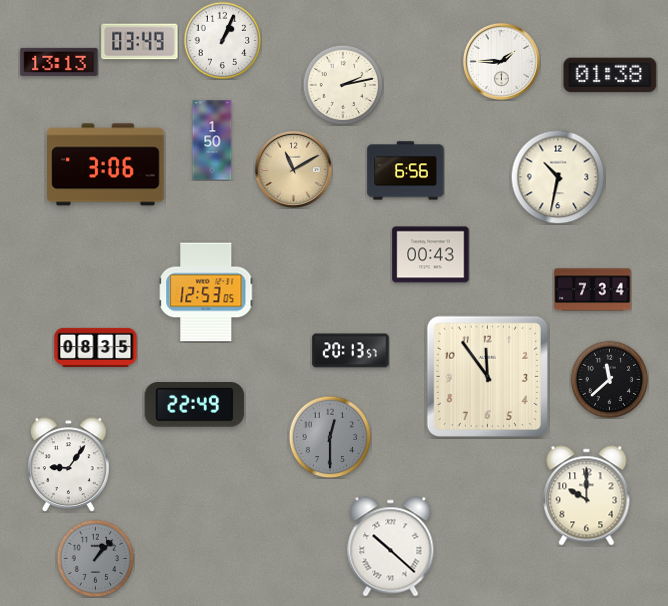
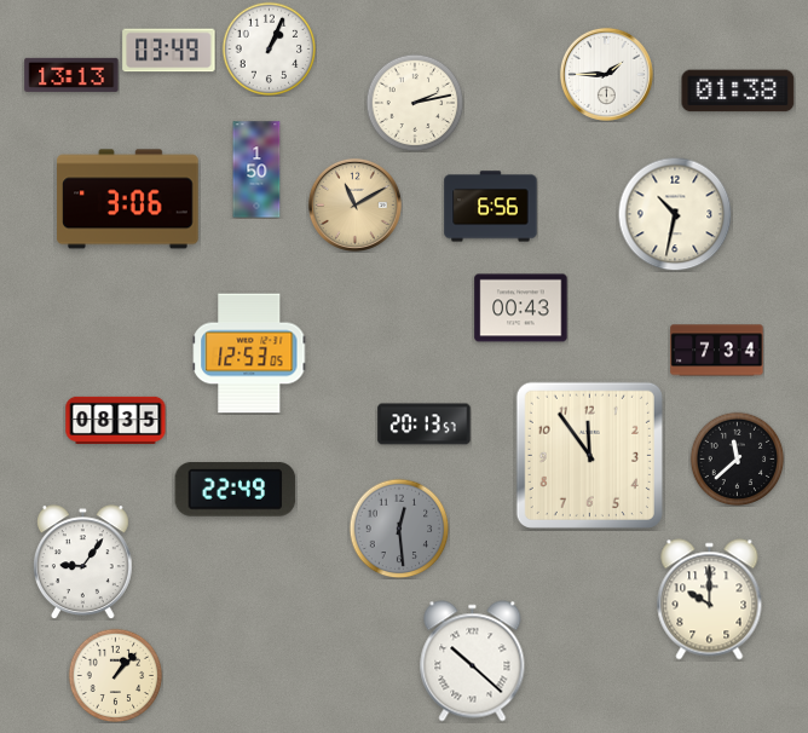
clock at (330, 437): 12:30 -> 12:29
clock at (95, 558) dial: grey -> cream
